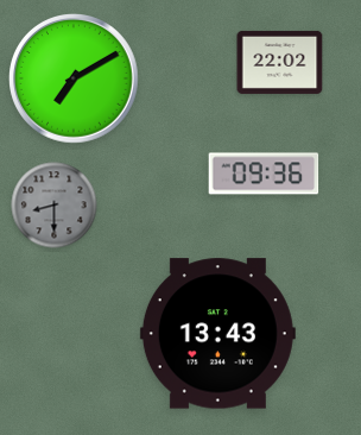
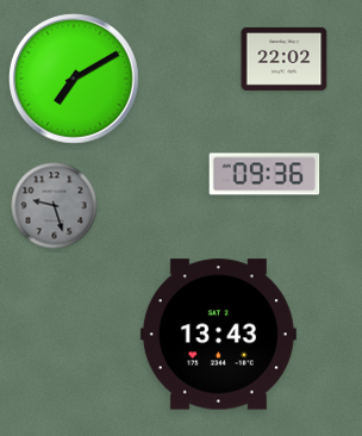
clock at (280, 62) position: (280, 62) -> (285, 58)
clock at (55, 206): 8:30 -> 9:27
